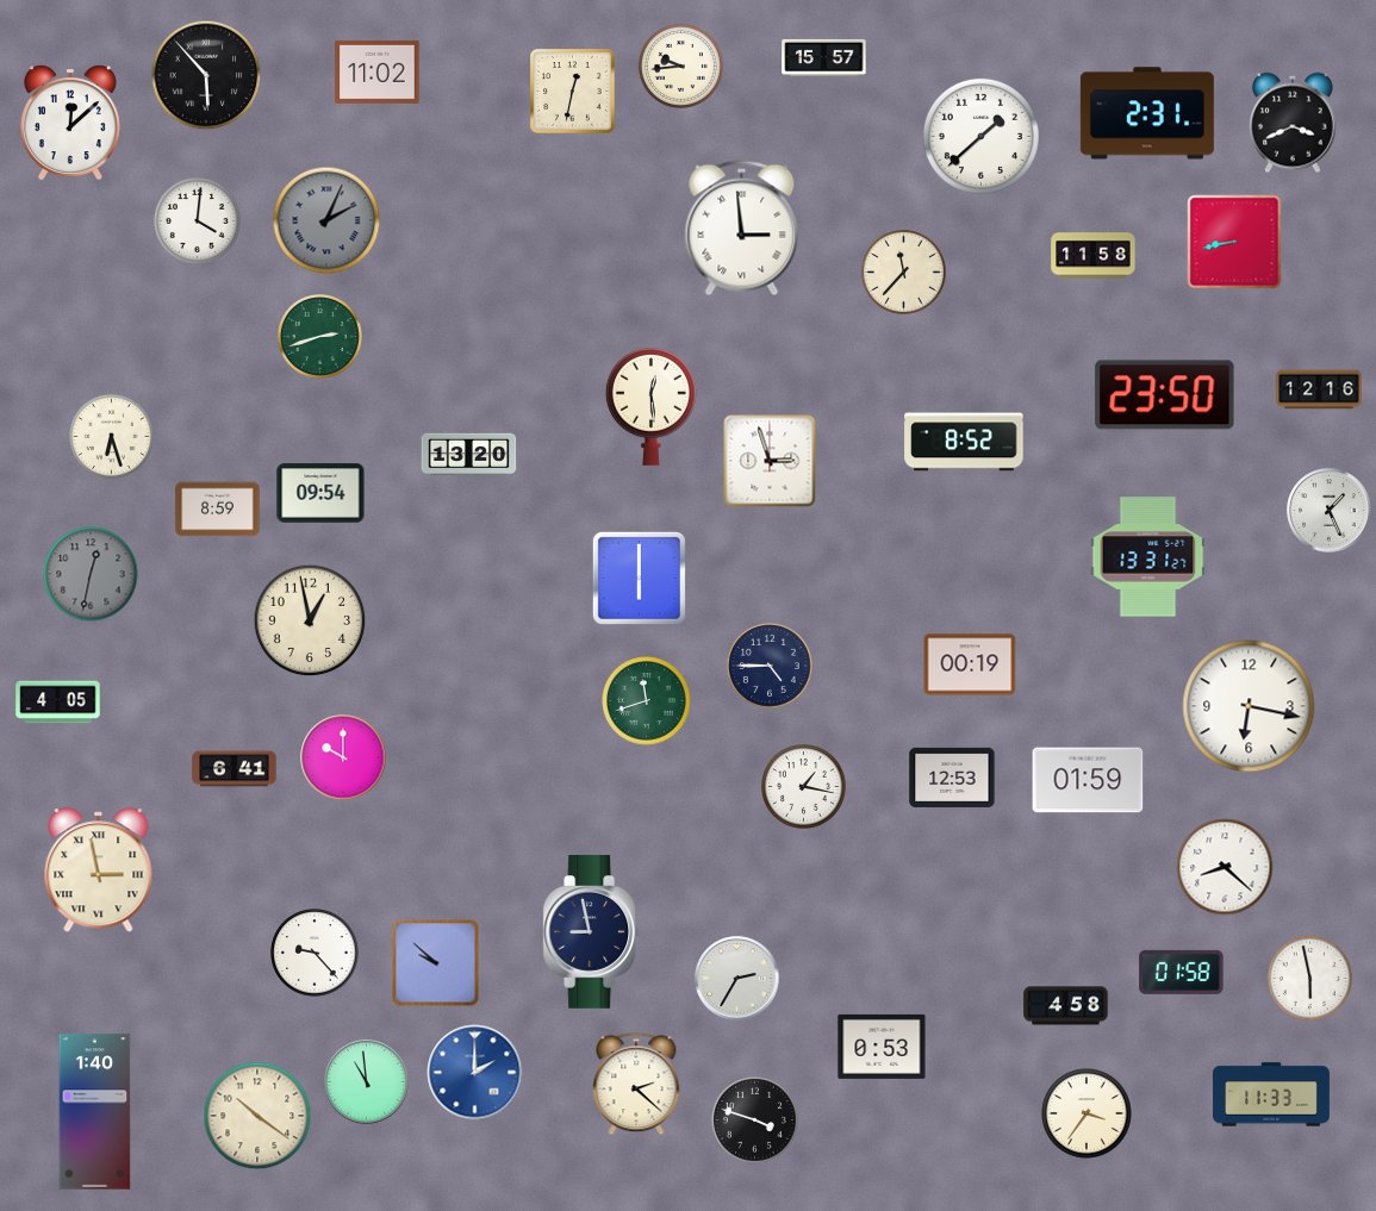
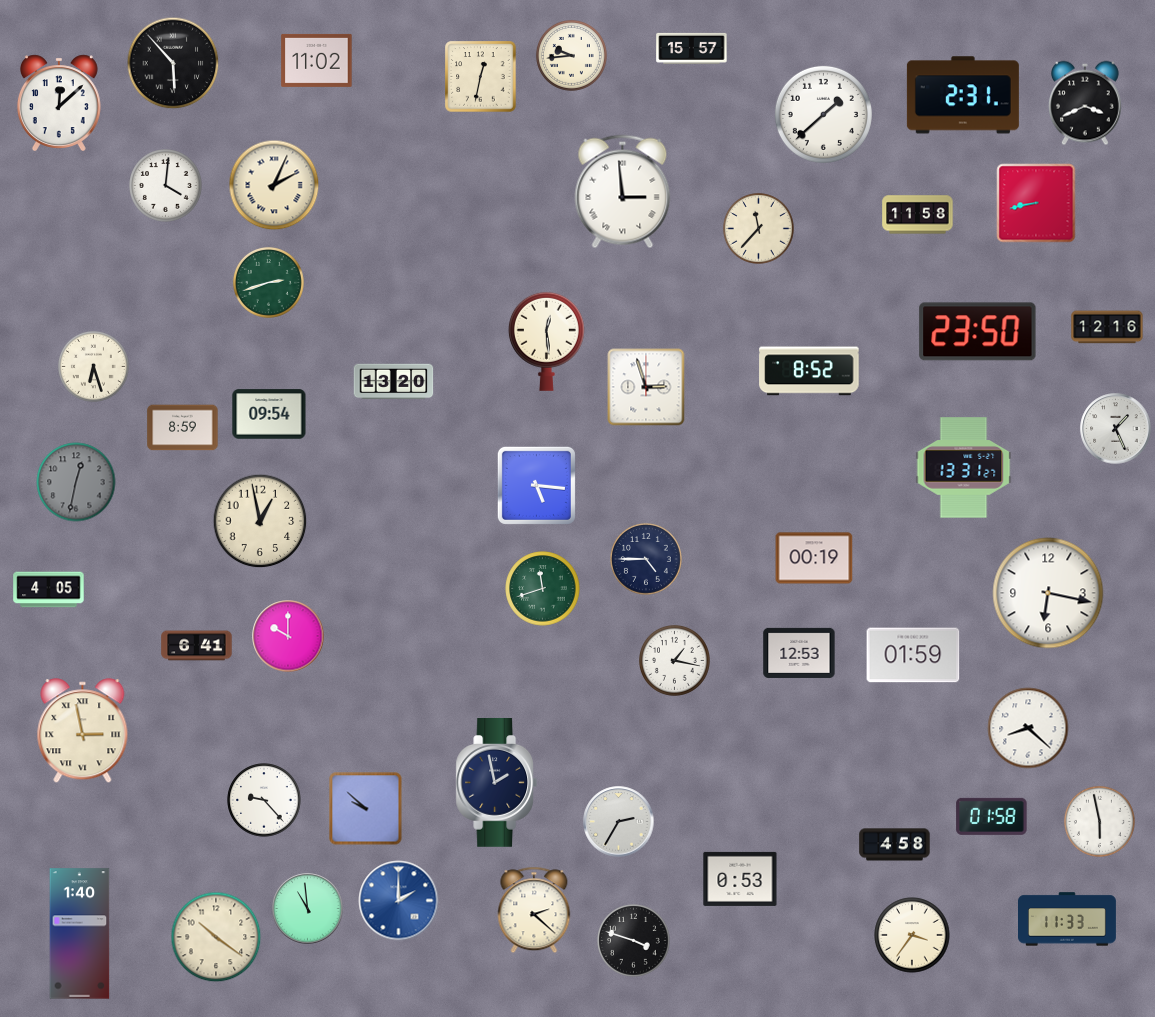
clock at (326, 220) dial: grey -> cream
clock at (639, 578): 6:00 -> 5:16
clock at (592, 932): 8:58 -> 1:58
